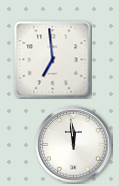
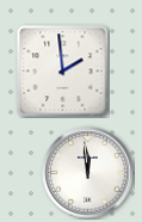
clock at (53, 60): 6:59 -> 1:59
